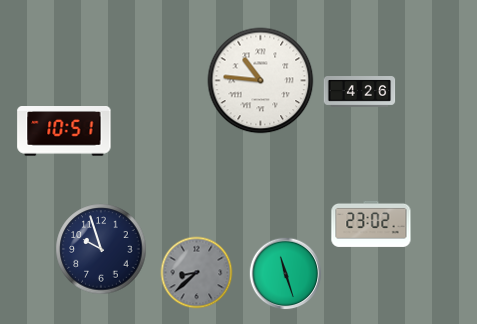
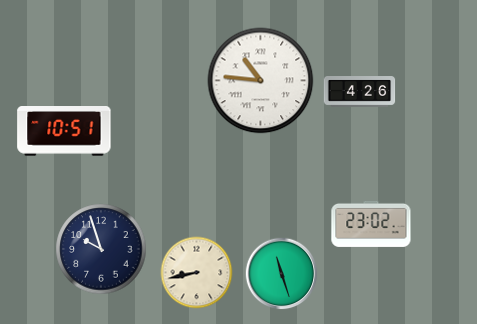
clock at (197, 273): 8:38 -> 8:43
clock at (197, 273) dial: grey -> cream
clock at (286, 274) position: (286, 274) -> (282, 274)
